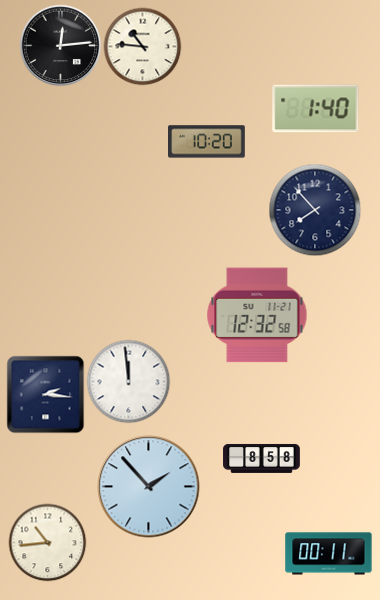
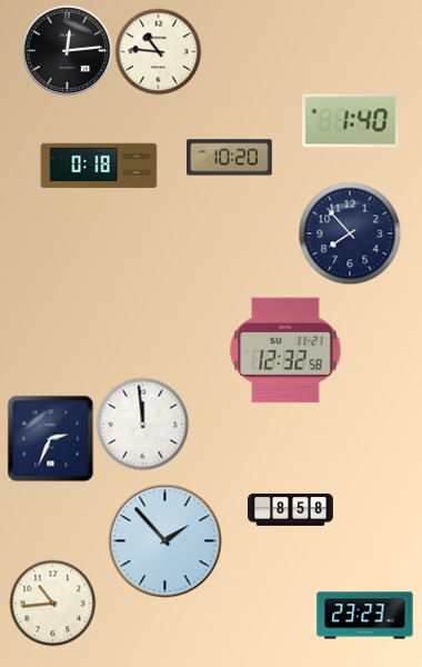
clock at (99, 166): none -> 0:18
clock at (45, 394): 2:16 -> 2:34
clock at (329, 554): 00:11 -> 23:23
